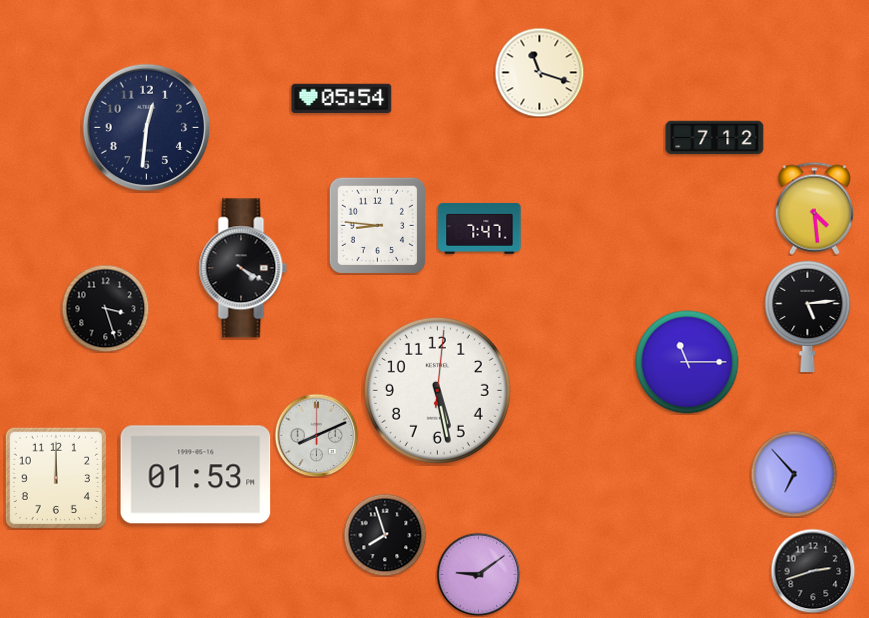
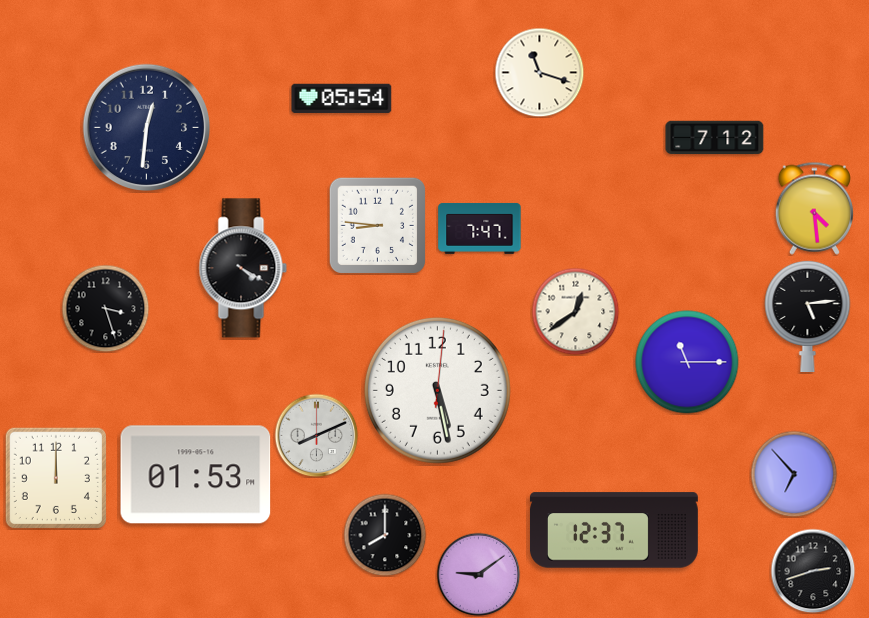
clock at (575, 311): none -> 12:39
clock at (614, 530): none -> 12:37
clock at (385, 535): 7:57 -> 8:00
